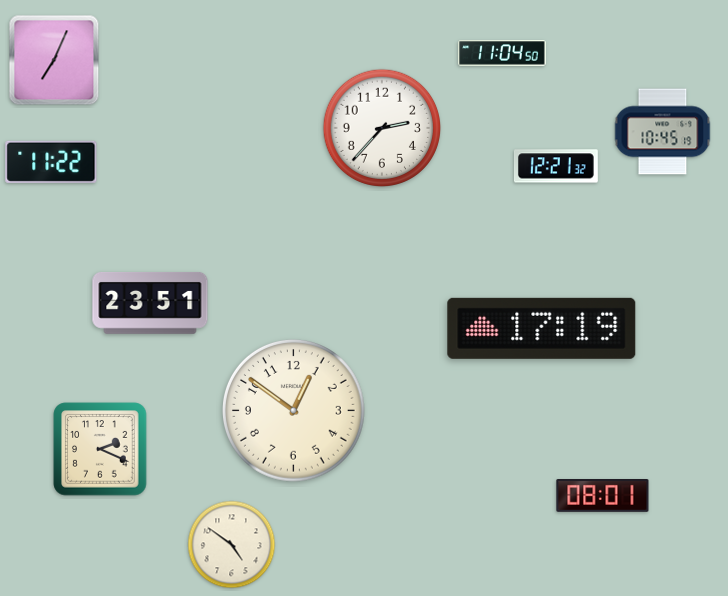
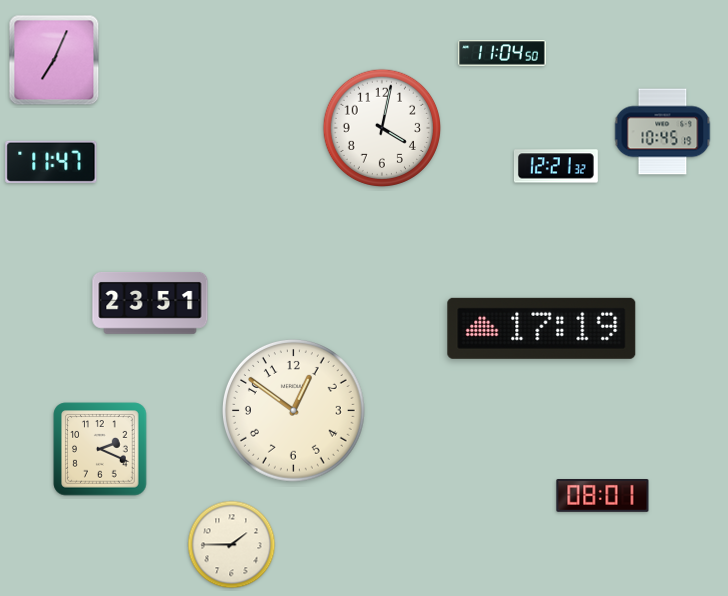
clock at (382, 128): 2:37 -> 4:02
clock at (51, 162): 11:22 -> 11:47
clock at (232, 545): 4:51 -> 1:45
